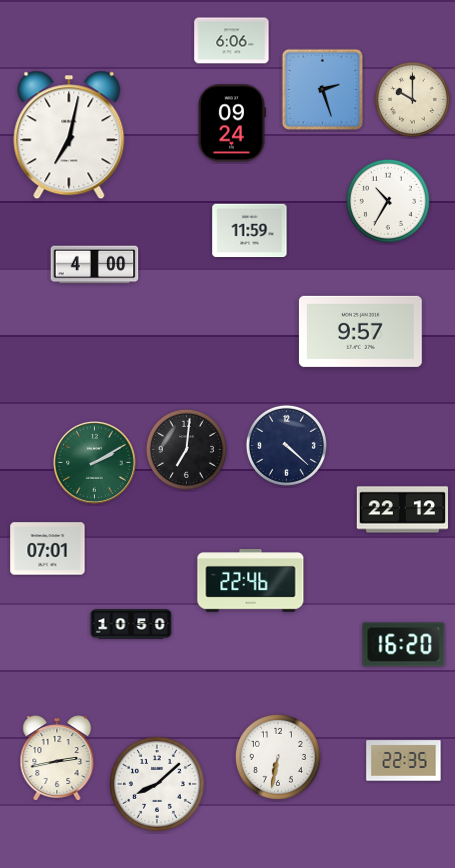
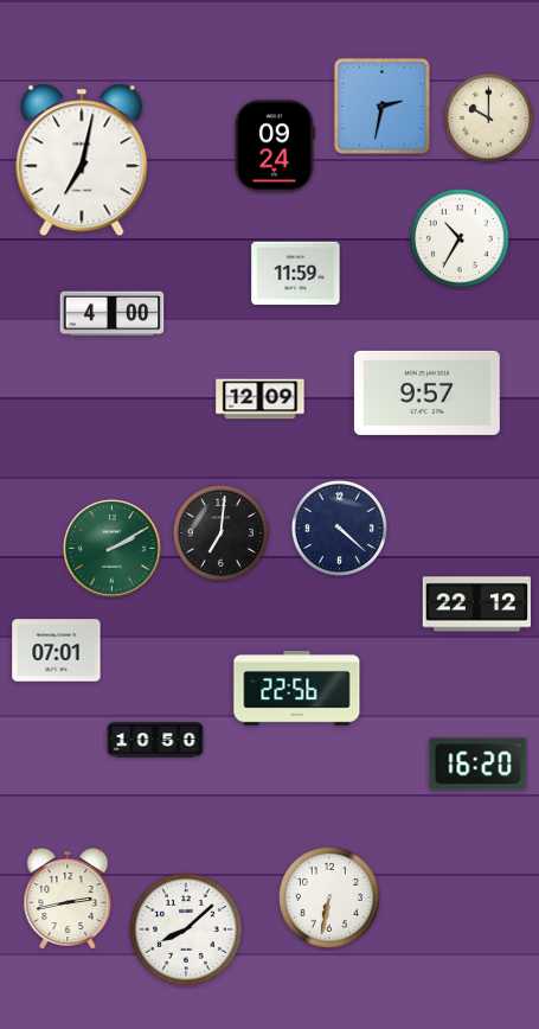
clock at (232, 41): 6:06 -> none
clock at (322, 89): 2:27 -> 2:32
clock at (261, 400): none -> 12:09
clock at (251, 581): 22:46 -> 22:56
clock at (404, 761): 22:35 -> none
